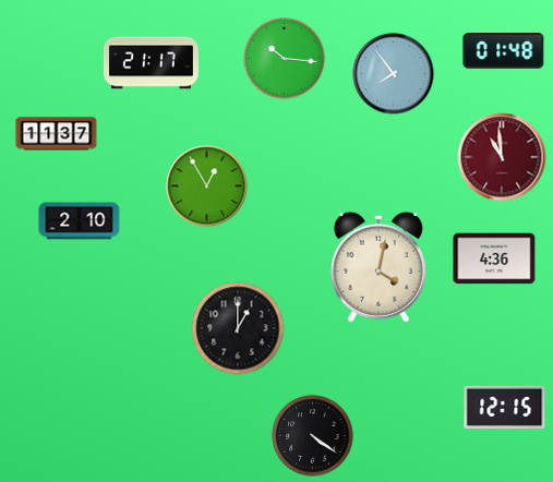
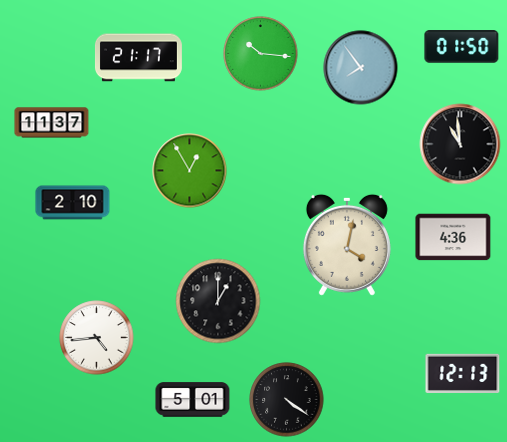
clock at (504, 51): 01:48 -> 01:50
clock at (502, 157) dial: burgundy -> black
clock at (97, 338): none -> 4:44
clock at (505, 407): 12:15 -> 12:13
clock at (193, 400): none -> 5:01
